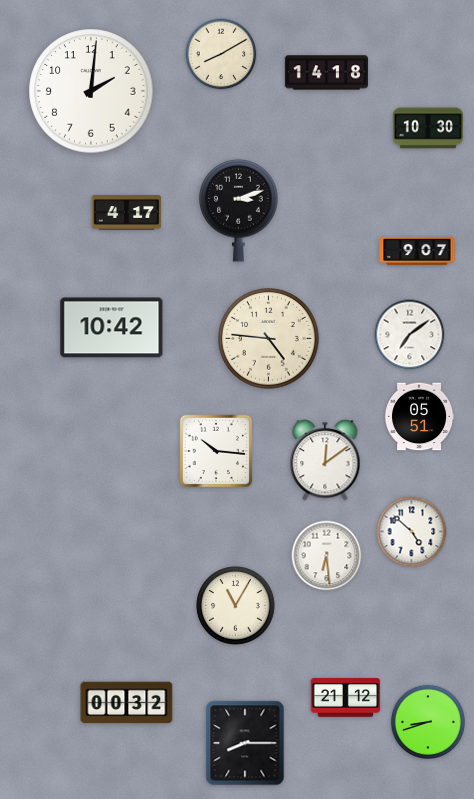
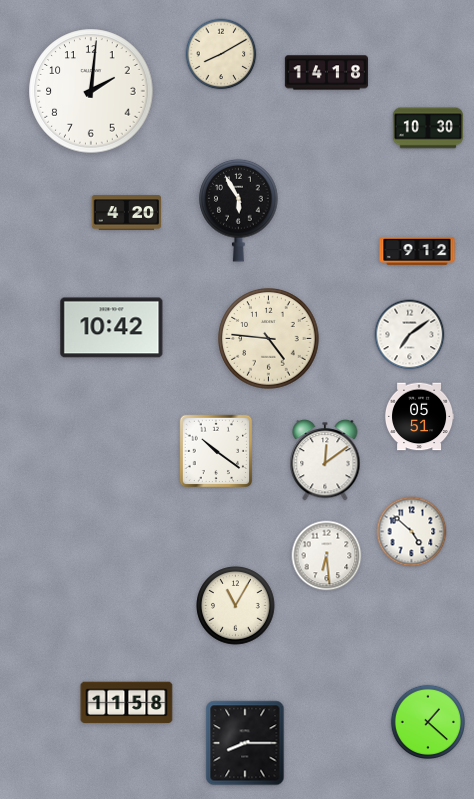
clock at (239, 210): 3:12 -> 5:55
clock at (127, 213): 4:17 -> 4:20
clock at (417, 251): 9:07 -> 9:12
clock at (216, 451): 10:16 -> 10:21
clock at (346, 698): 21:12 -> none
clock at (127, 703): 00:32 -> 11:58
clock at (427, 721): 8:42 -> 1:22
